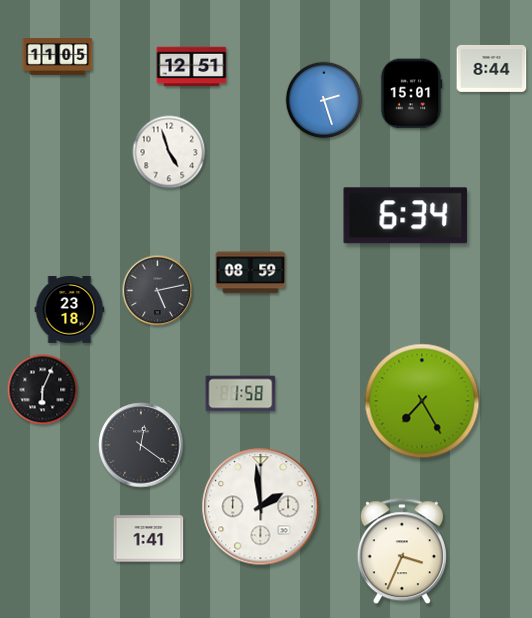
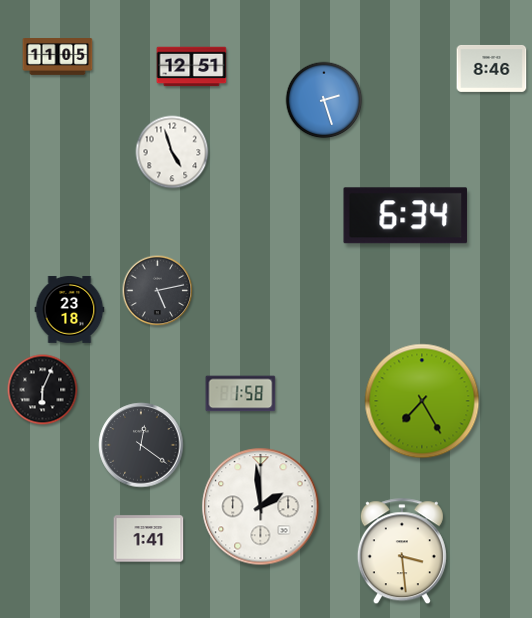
clock at (492, 68): 8:44 -> 8:46
clock at (411, 94): 15:01 -> none
clock at (169, 152) position: (169, 152) -> (172, 152)
clock at (251, 273): 08:59 -> none
clock at (402, 552): 3:34 -> 3:29
